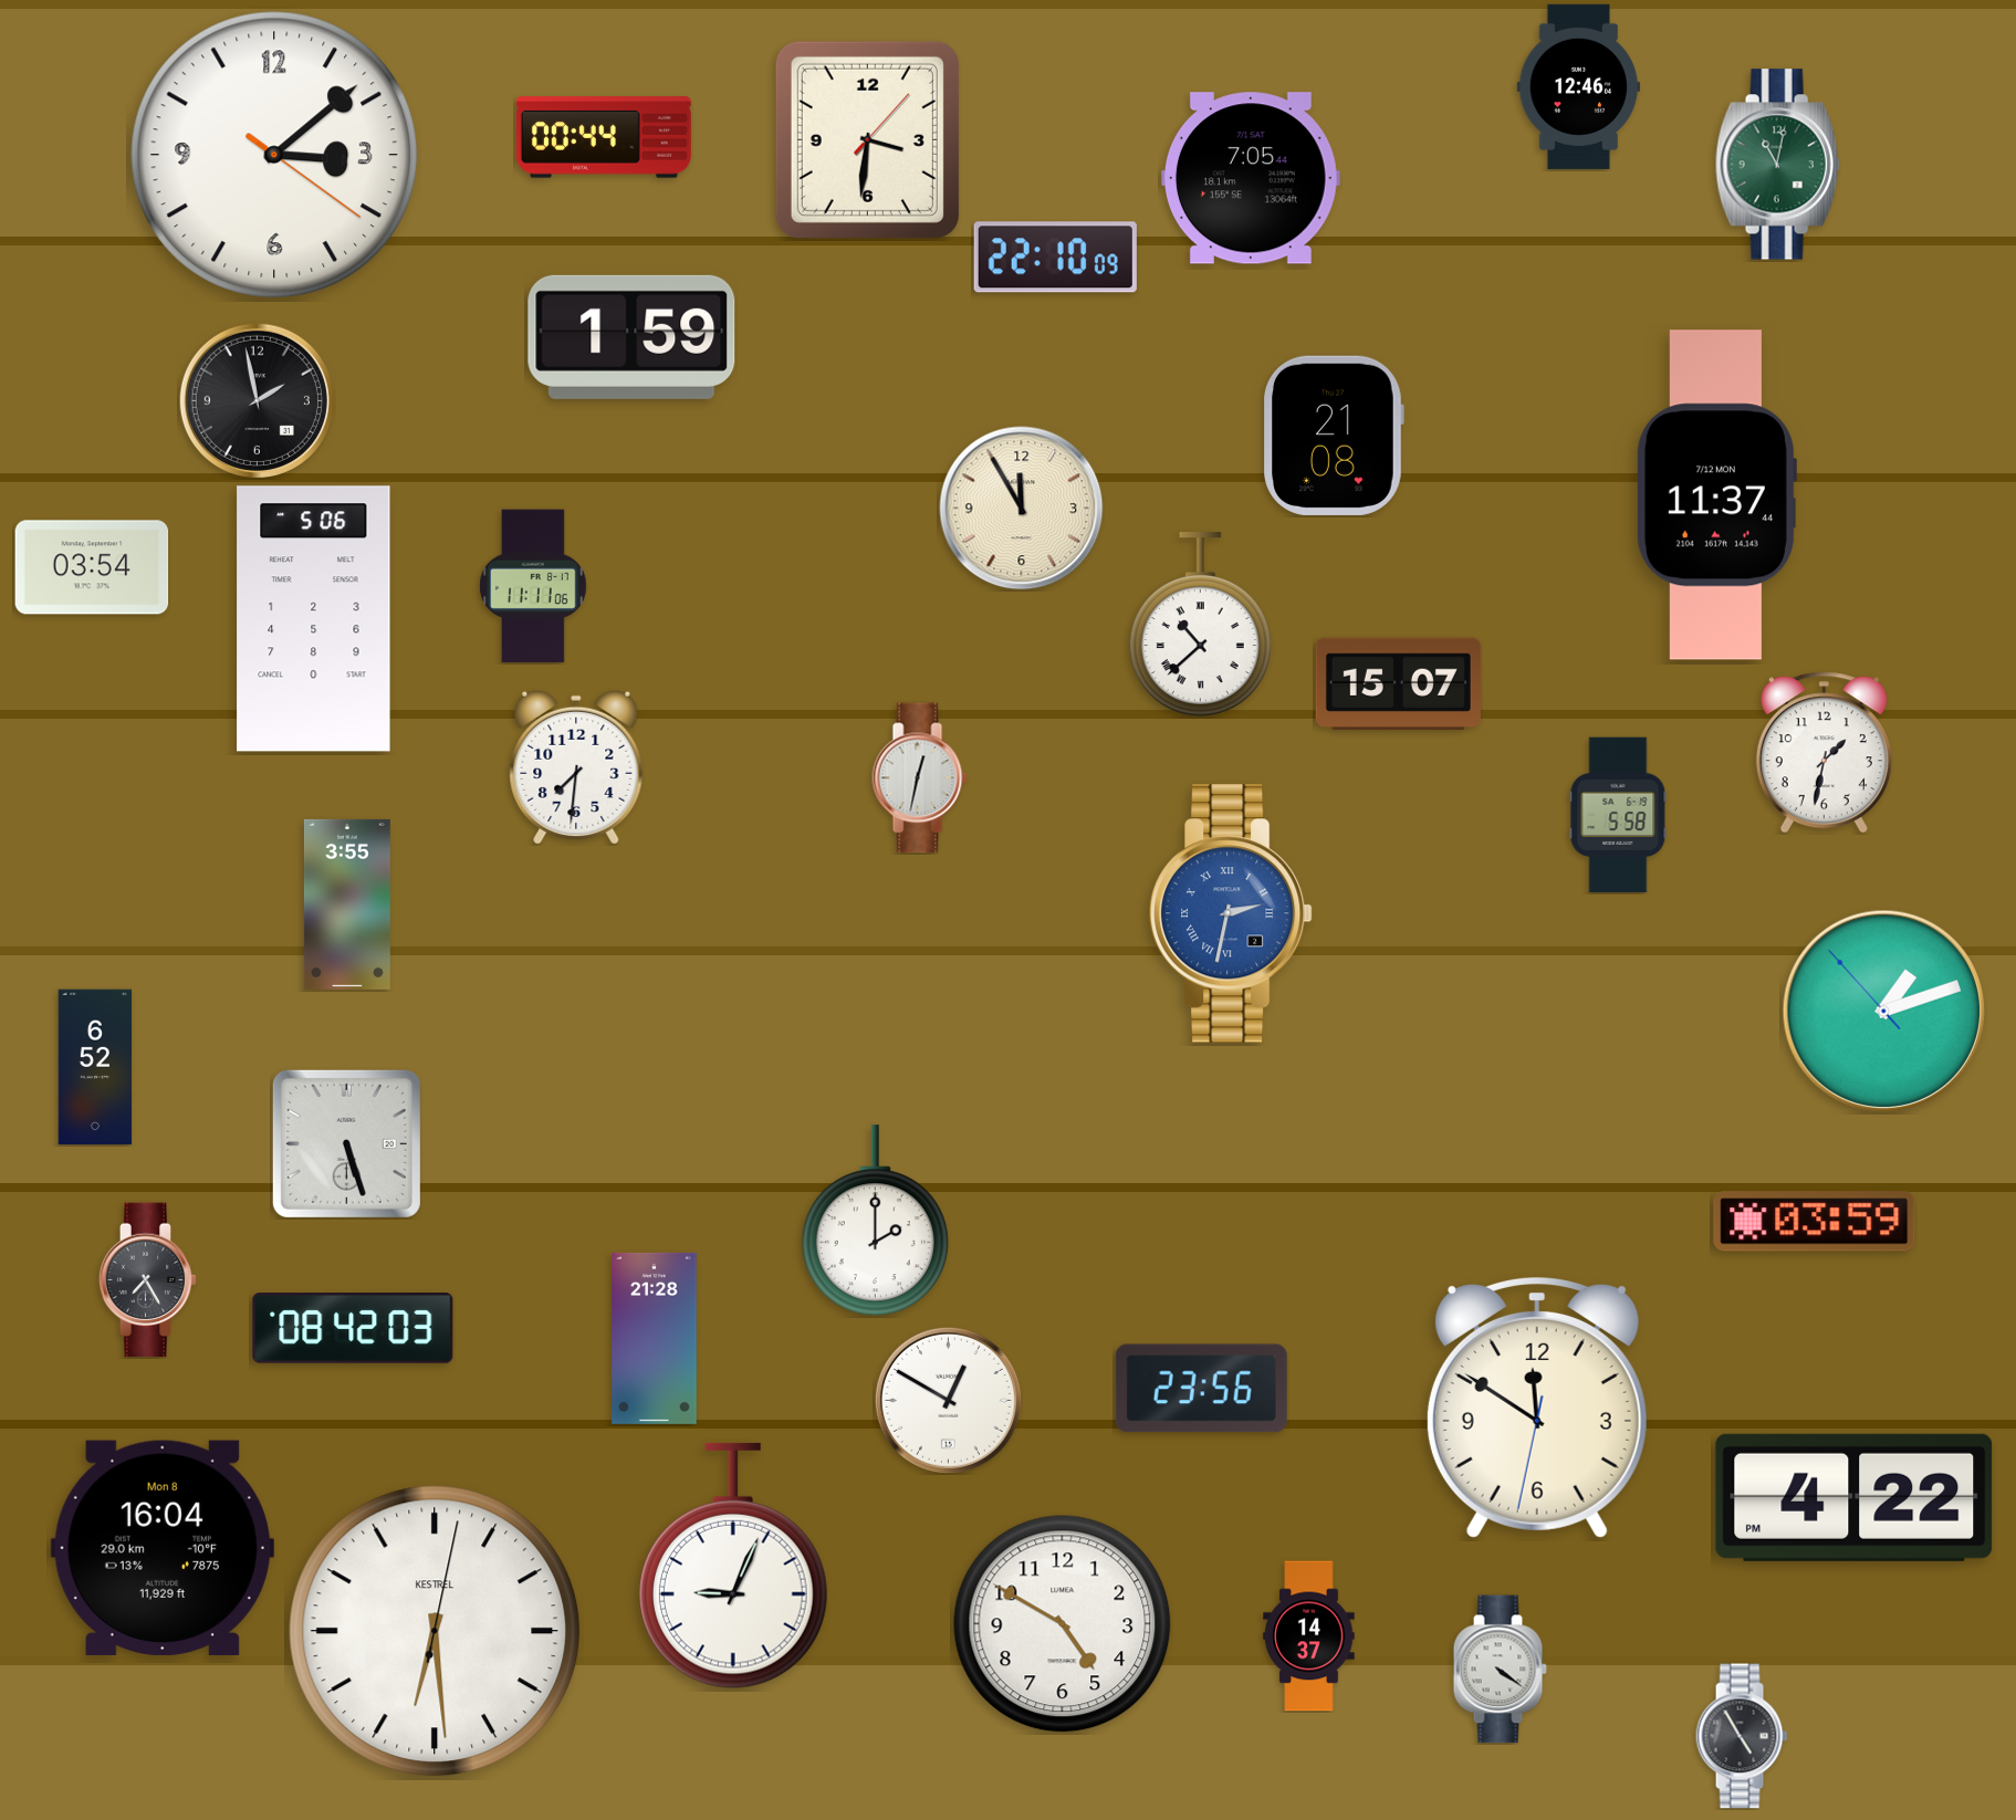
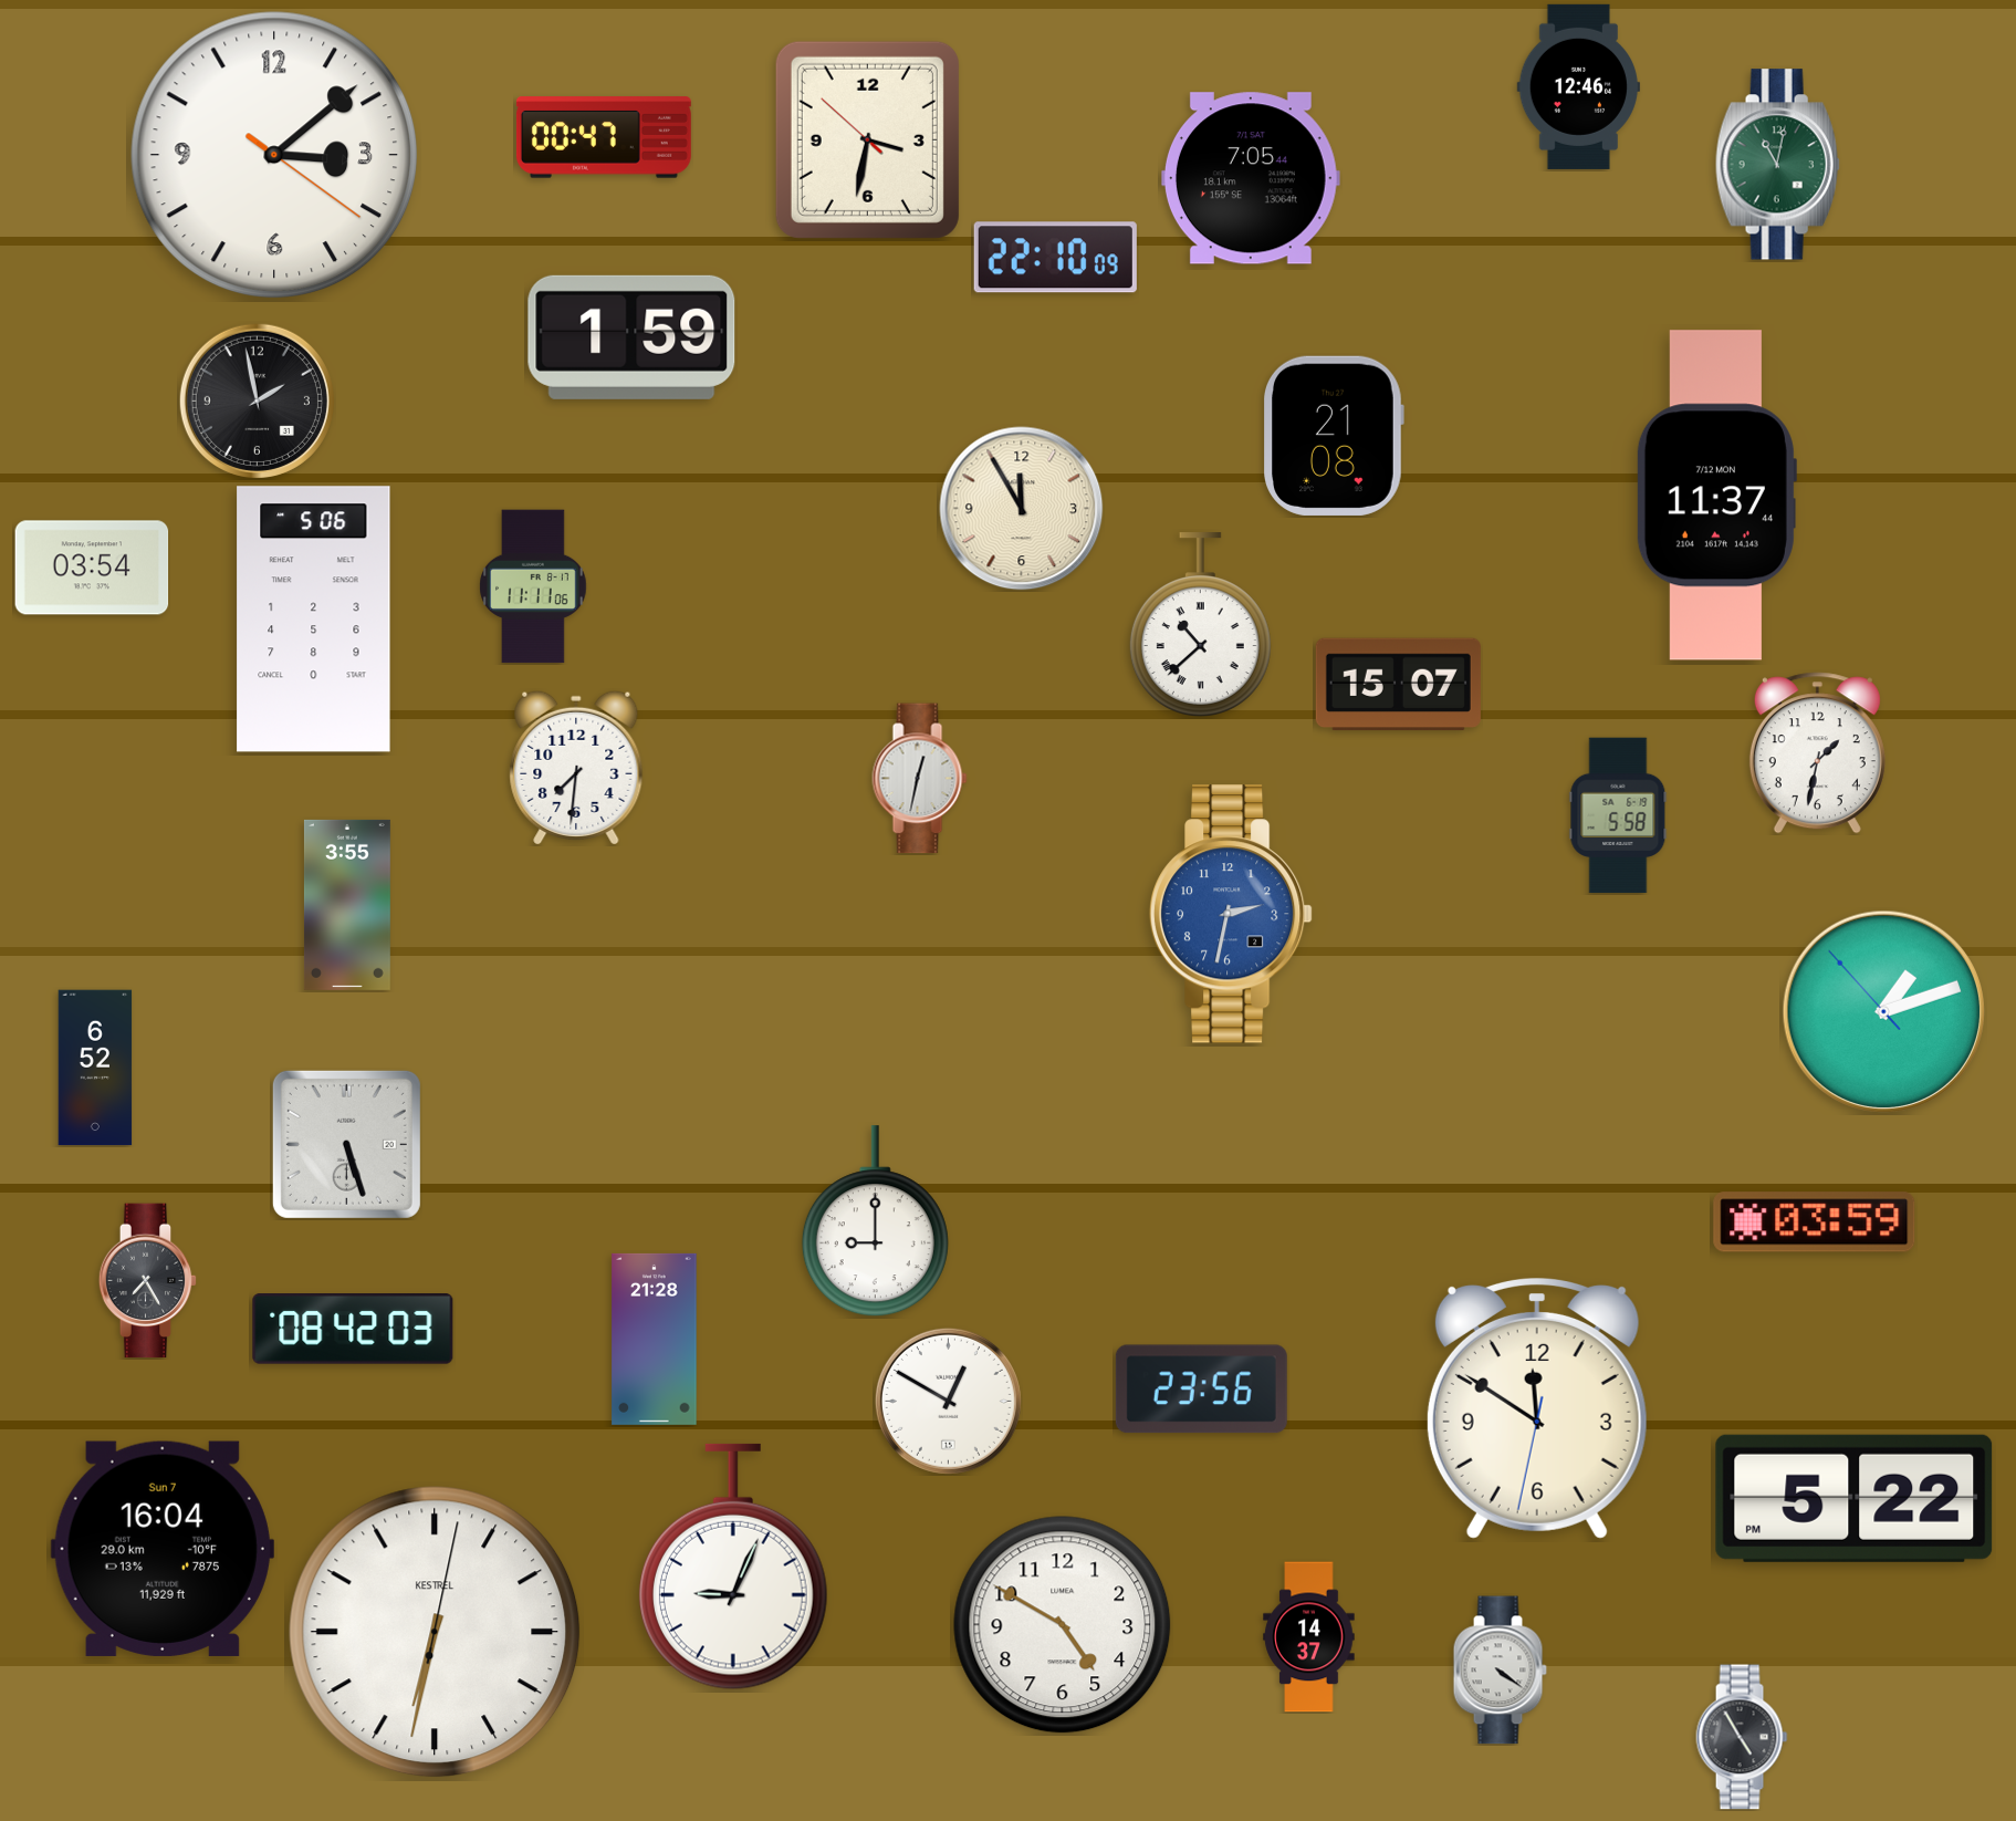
clock at (604, 137): 00:44 -> 00:47
clock at (867, 139): 3:31:07 -> 3:31:52
clock at (1824, 753) position: (1824, 753) -> (1817, 753)
clock at (1231, 913) numerals: Roman -> Arabic
clock at (875, 1221): 2:00 -> 9:00
clock at (1855, 1497): 4:22 -> 5:22
clock at (163, 1548) date: Mon 8 -> Sun 7
clock at (435, 1631): 6:29 -> 6:32
